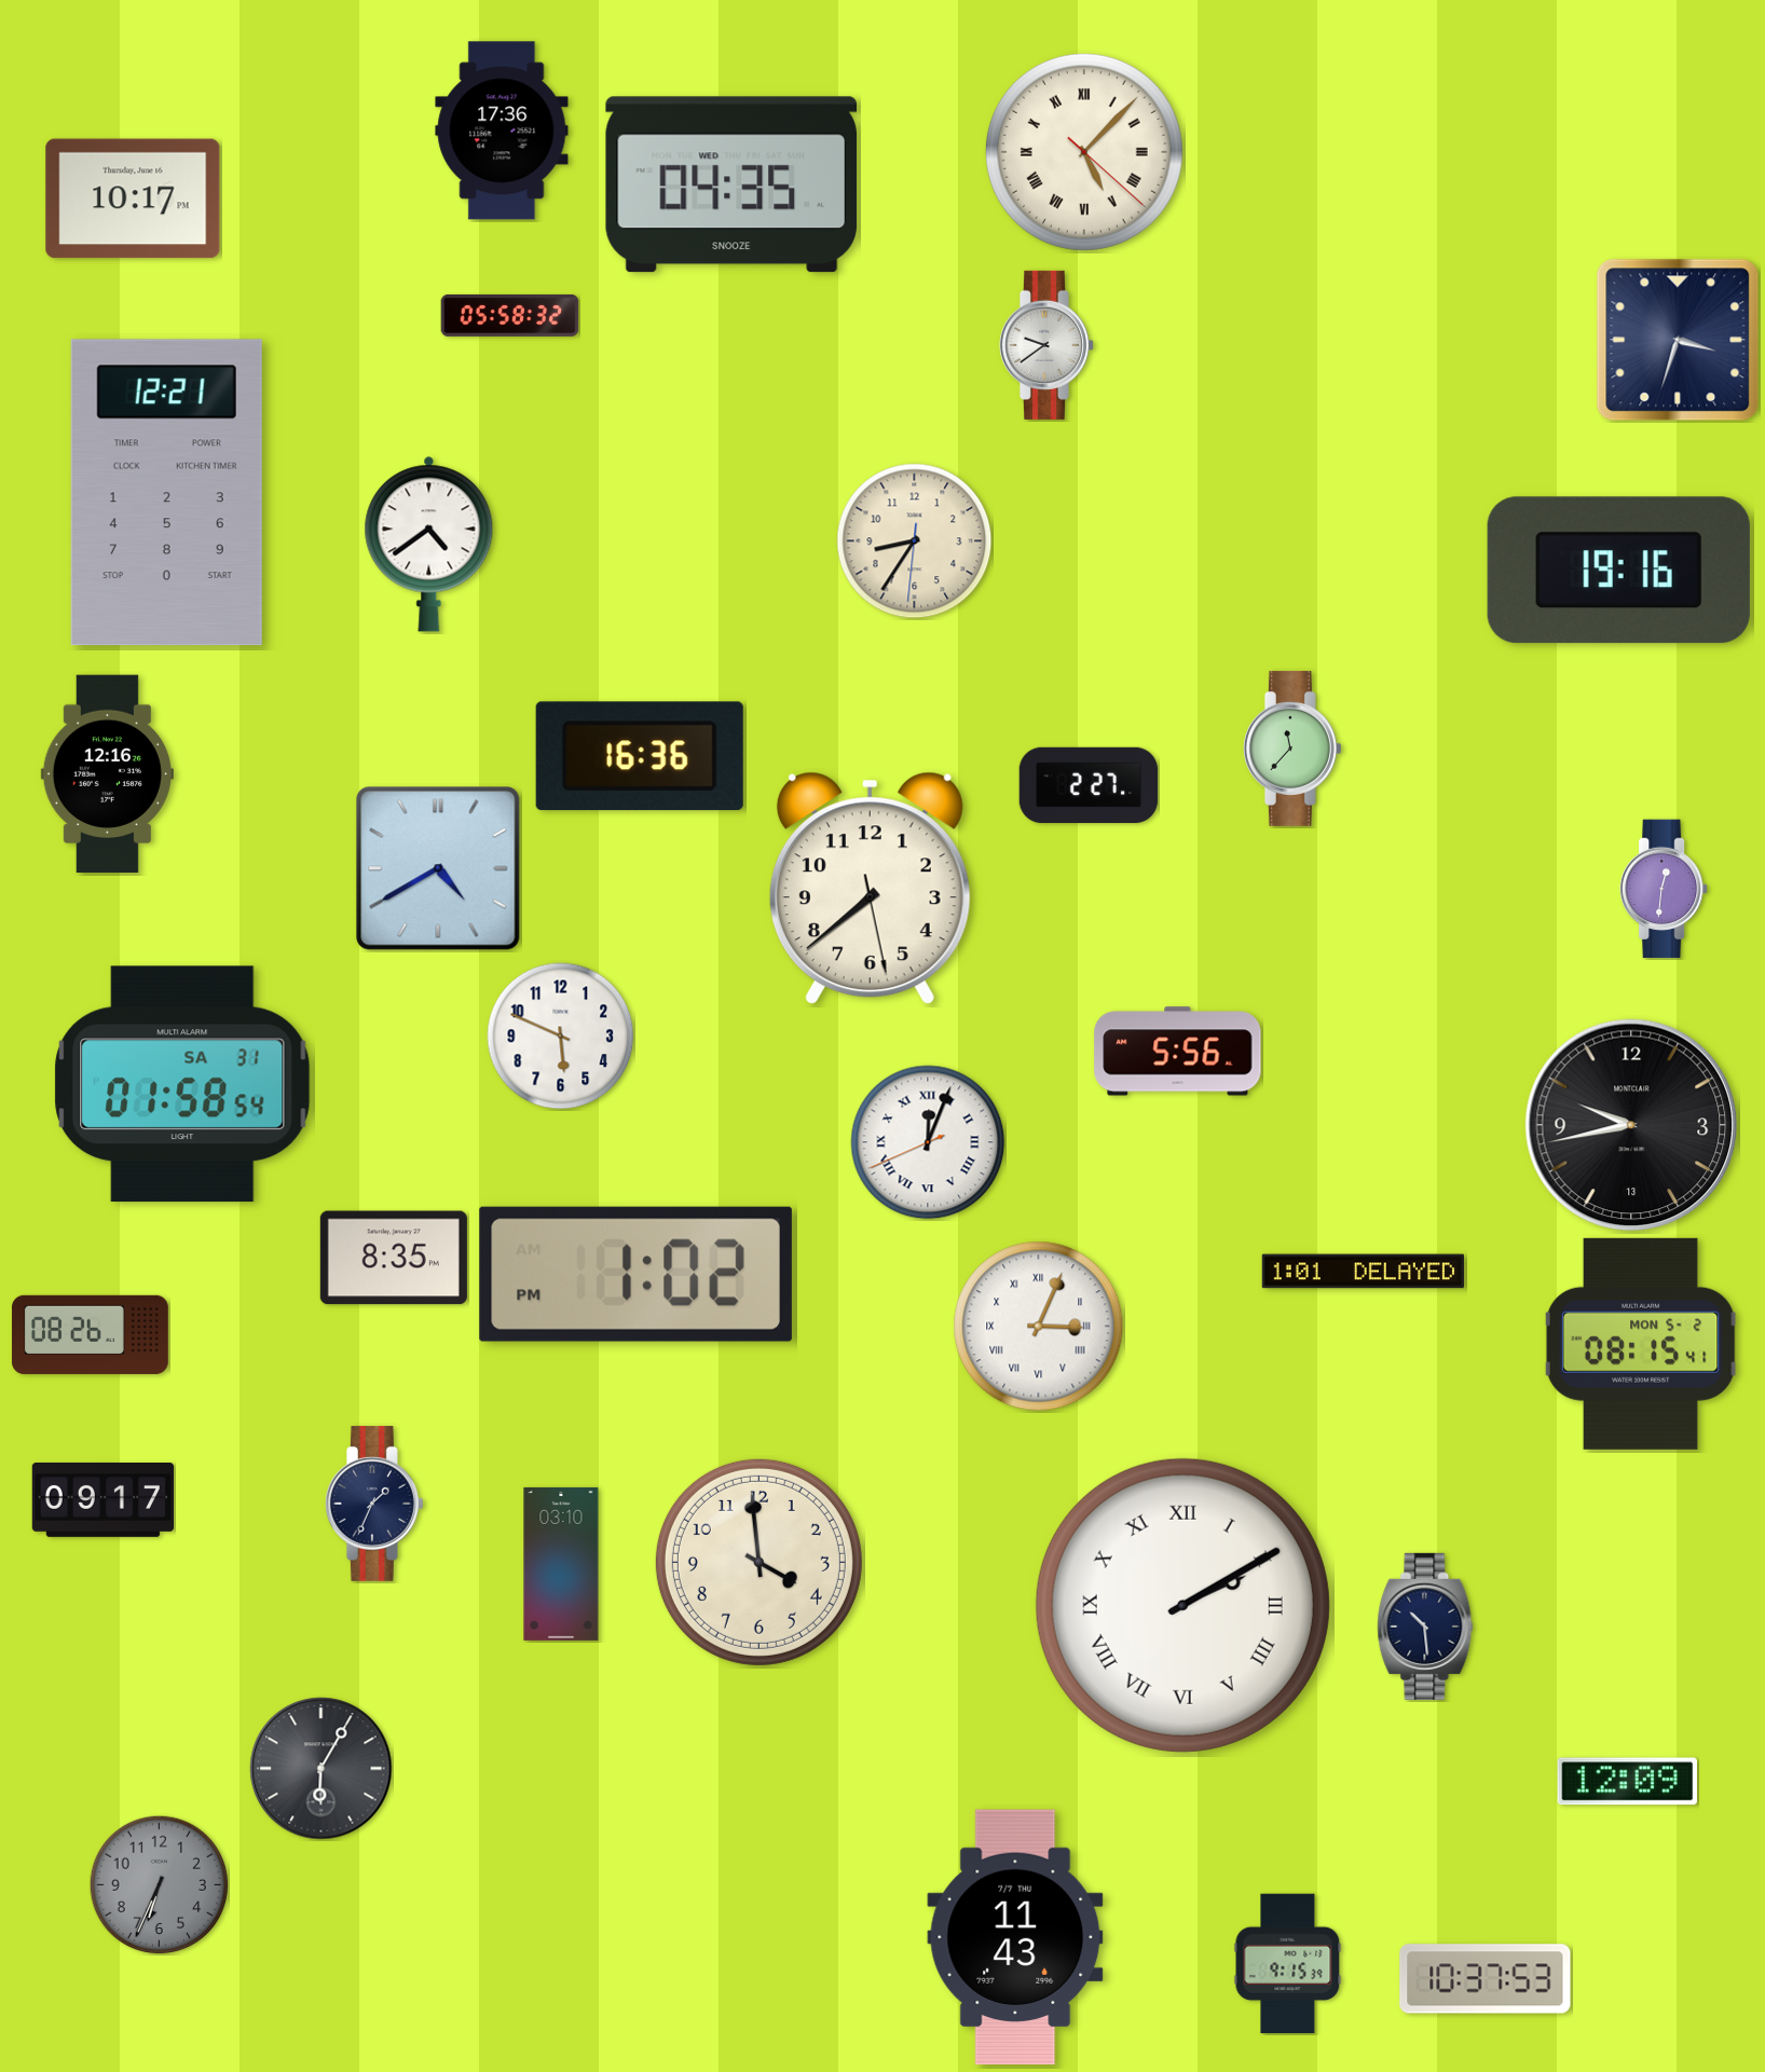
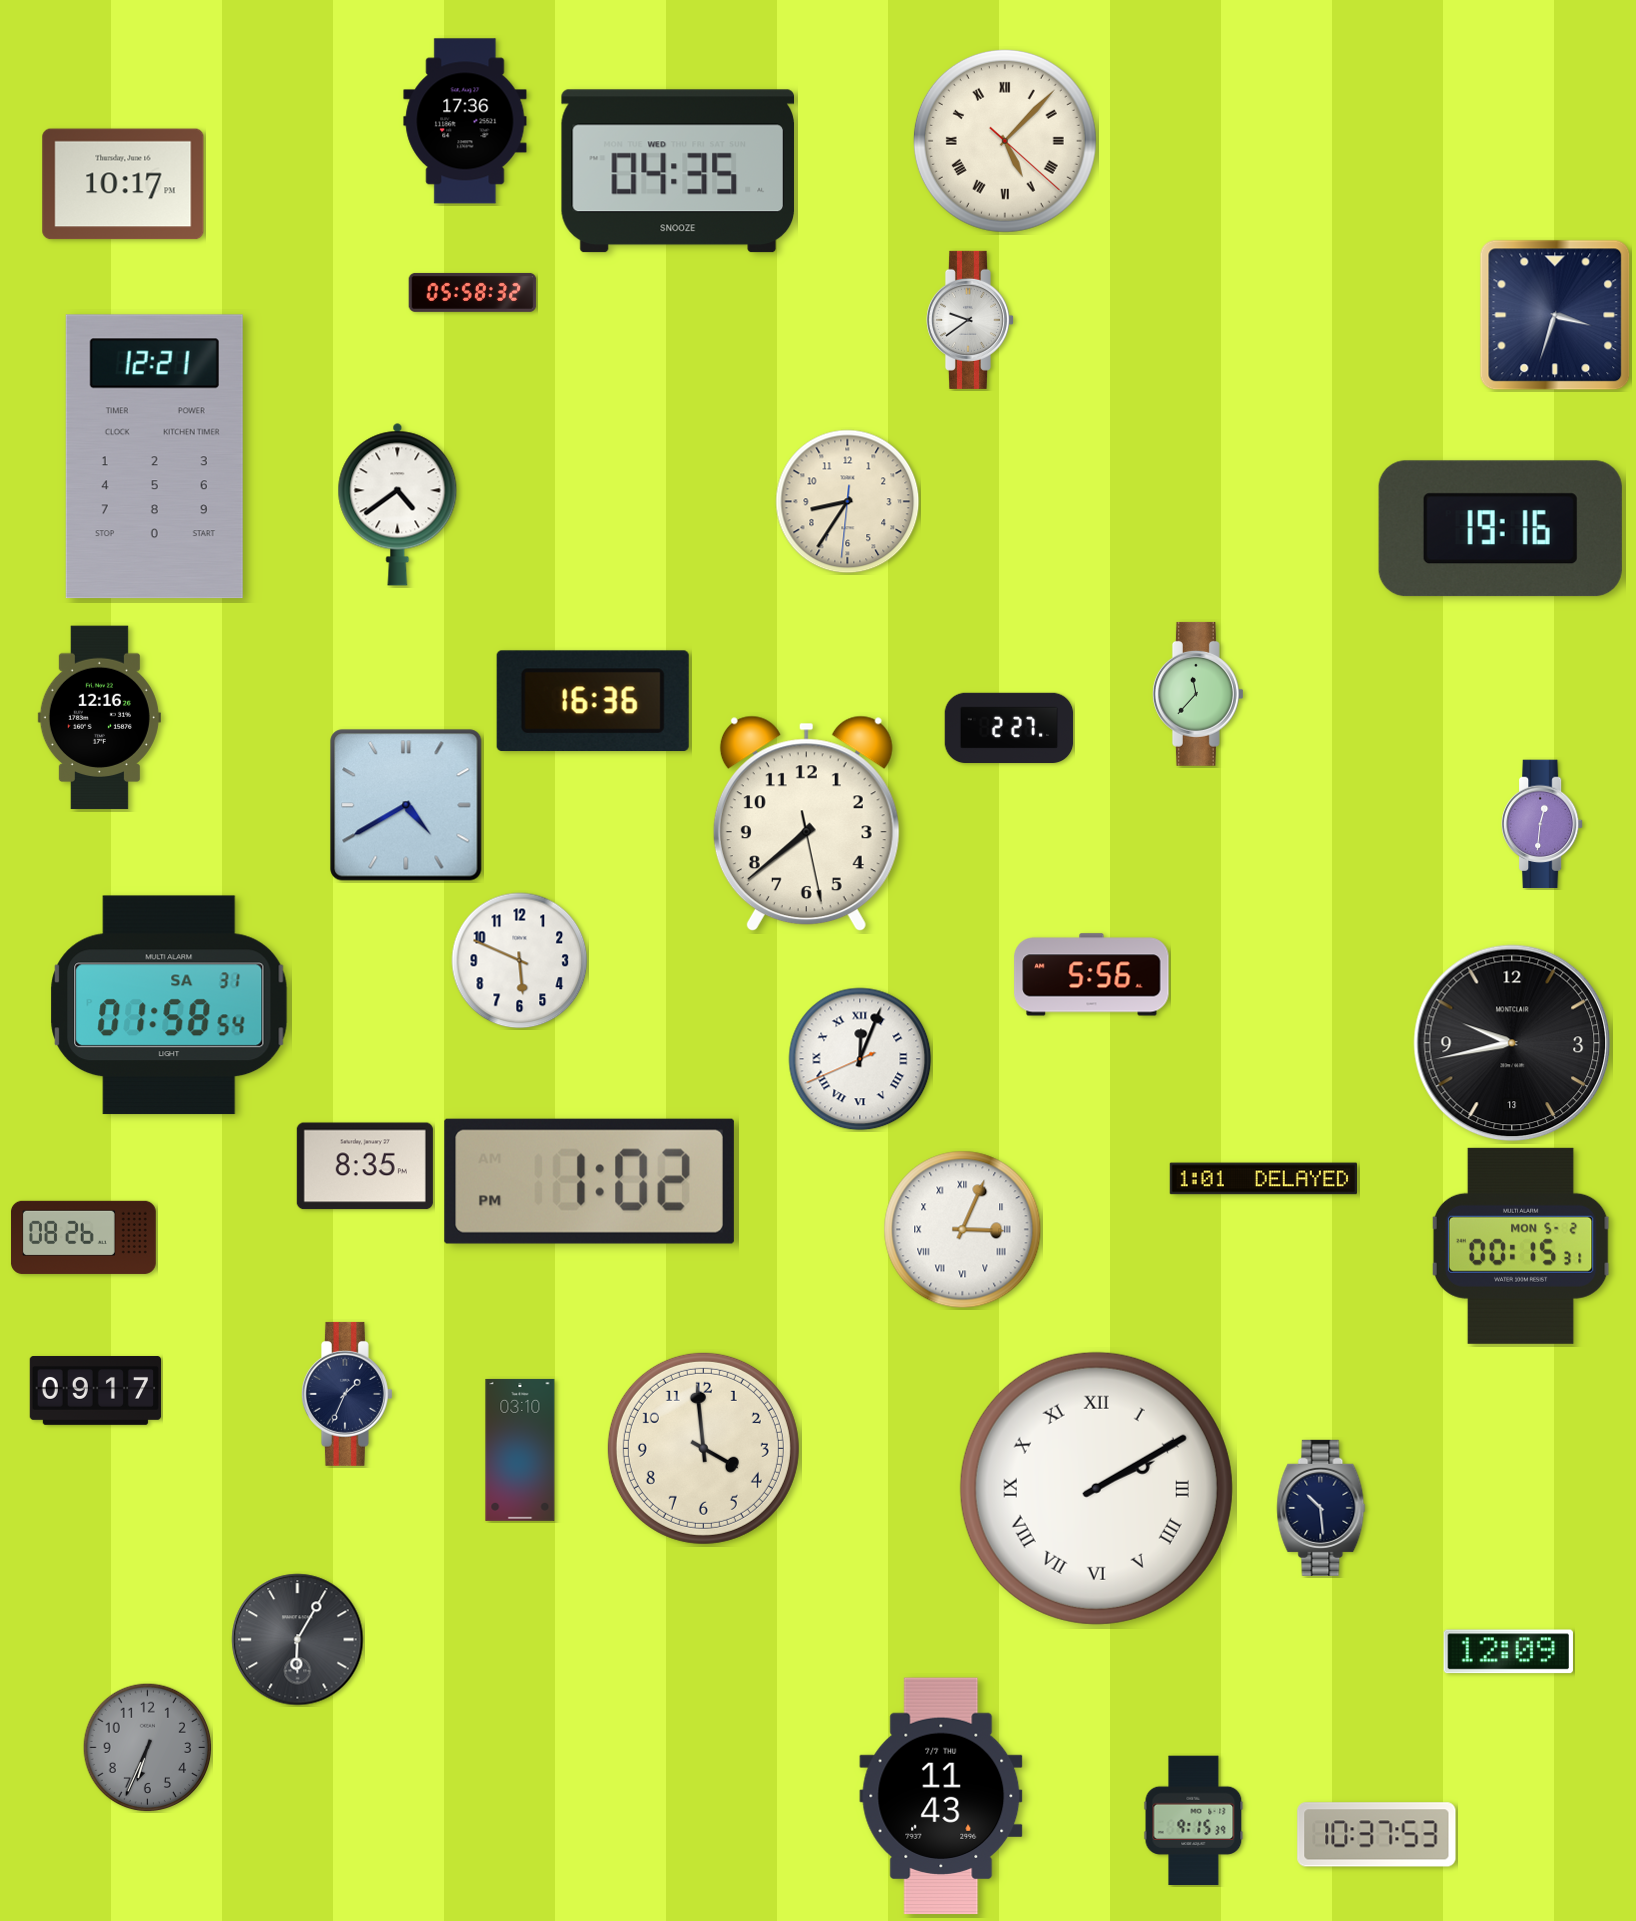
clock at (1641, 1344): 08:15 -> 00:15
